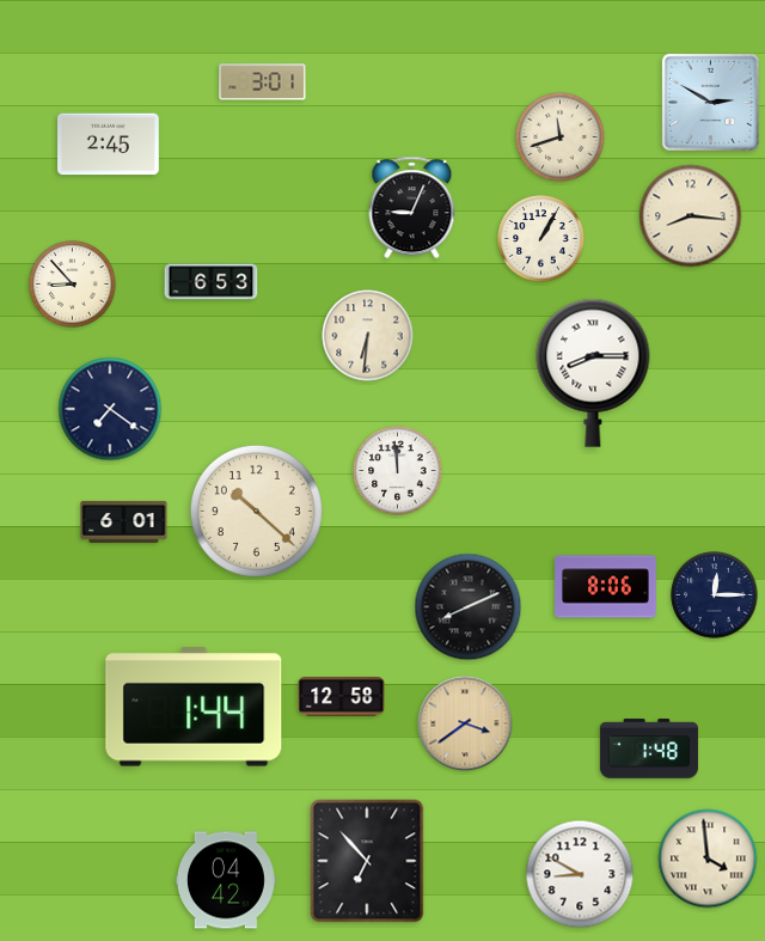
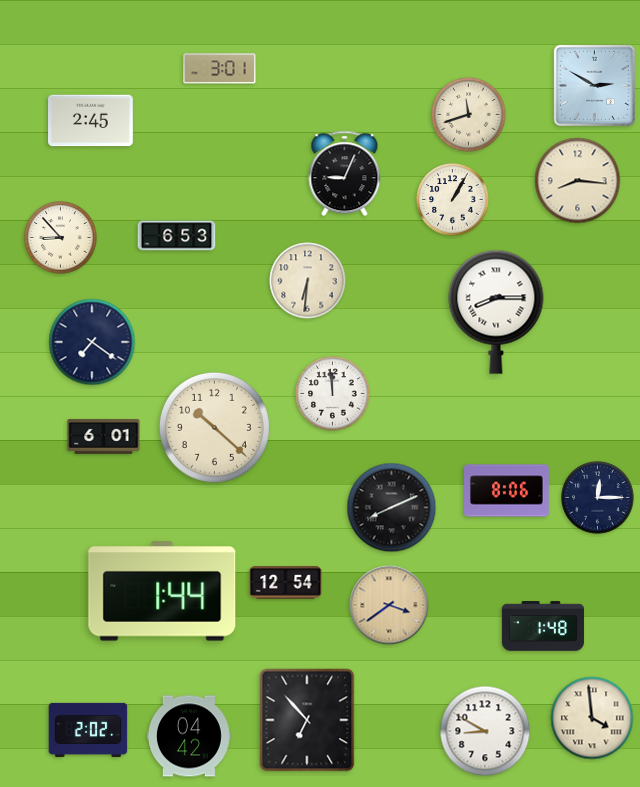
clock at (342, 697): 12:58 -> 12:54
clock at (88, 730): none -> 2:02
